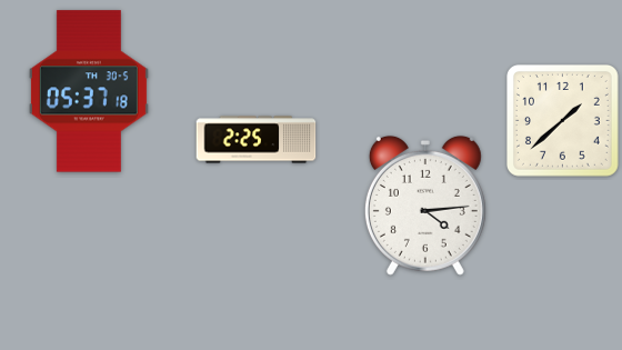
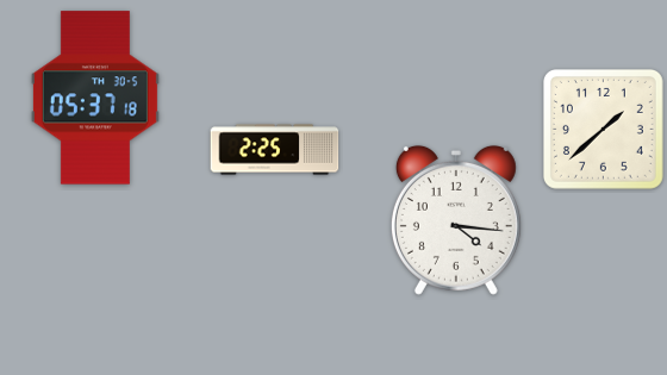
clock at (425, 206): 4:14 -> 4:16
